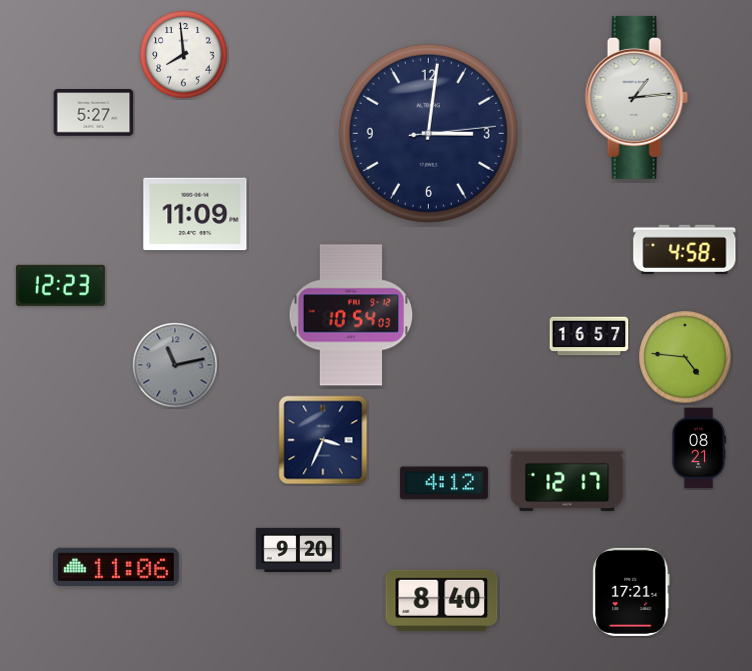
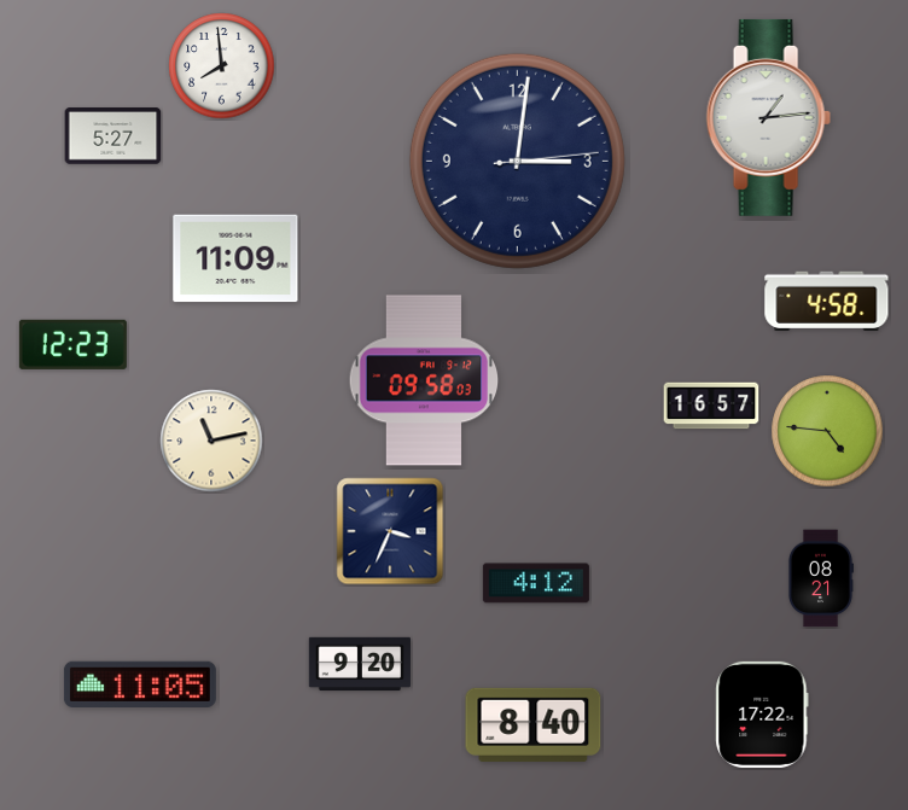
clock at (351, 315): 10:54 -> 09:58
clock at (175, 365) dial: grey -> cream
clock at (699, 448) position: (699, 448) -> (821, 578)
clock at (567, 480): 12:17 -> none
clock at (116, 566): 11:06 -> 11:05
clock at (631, 592): 17:21 -> 17:22
